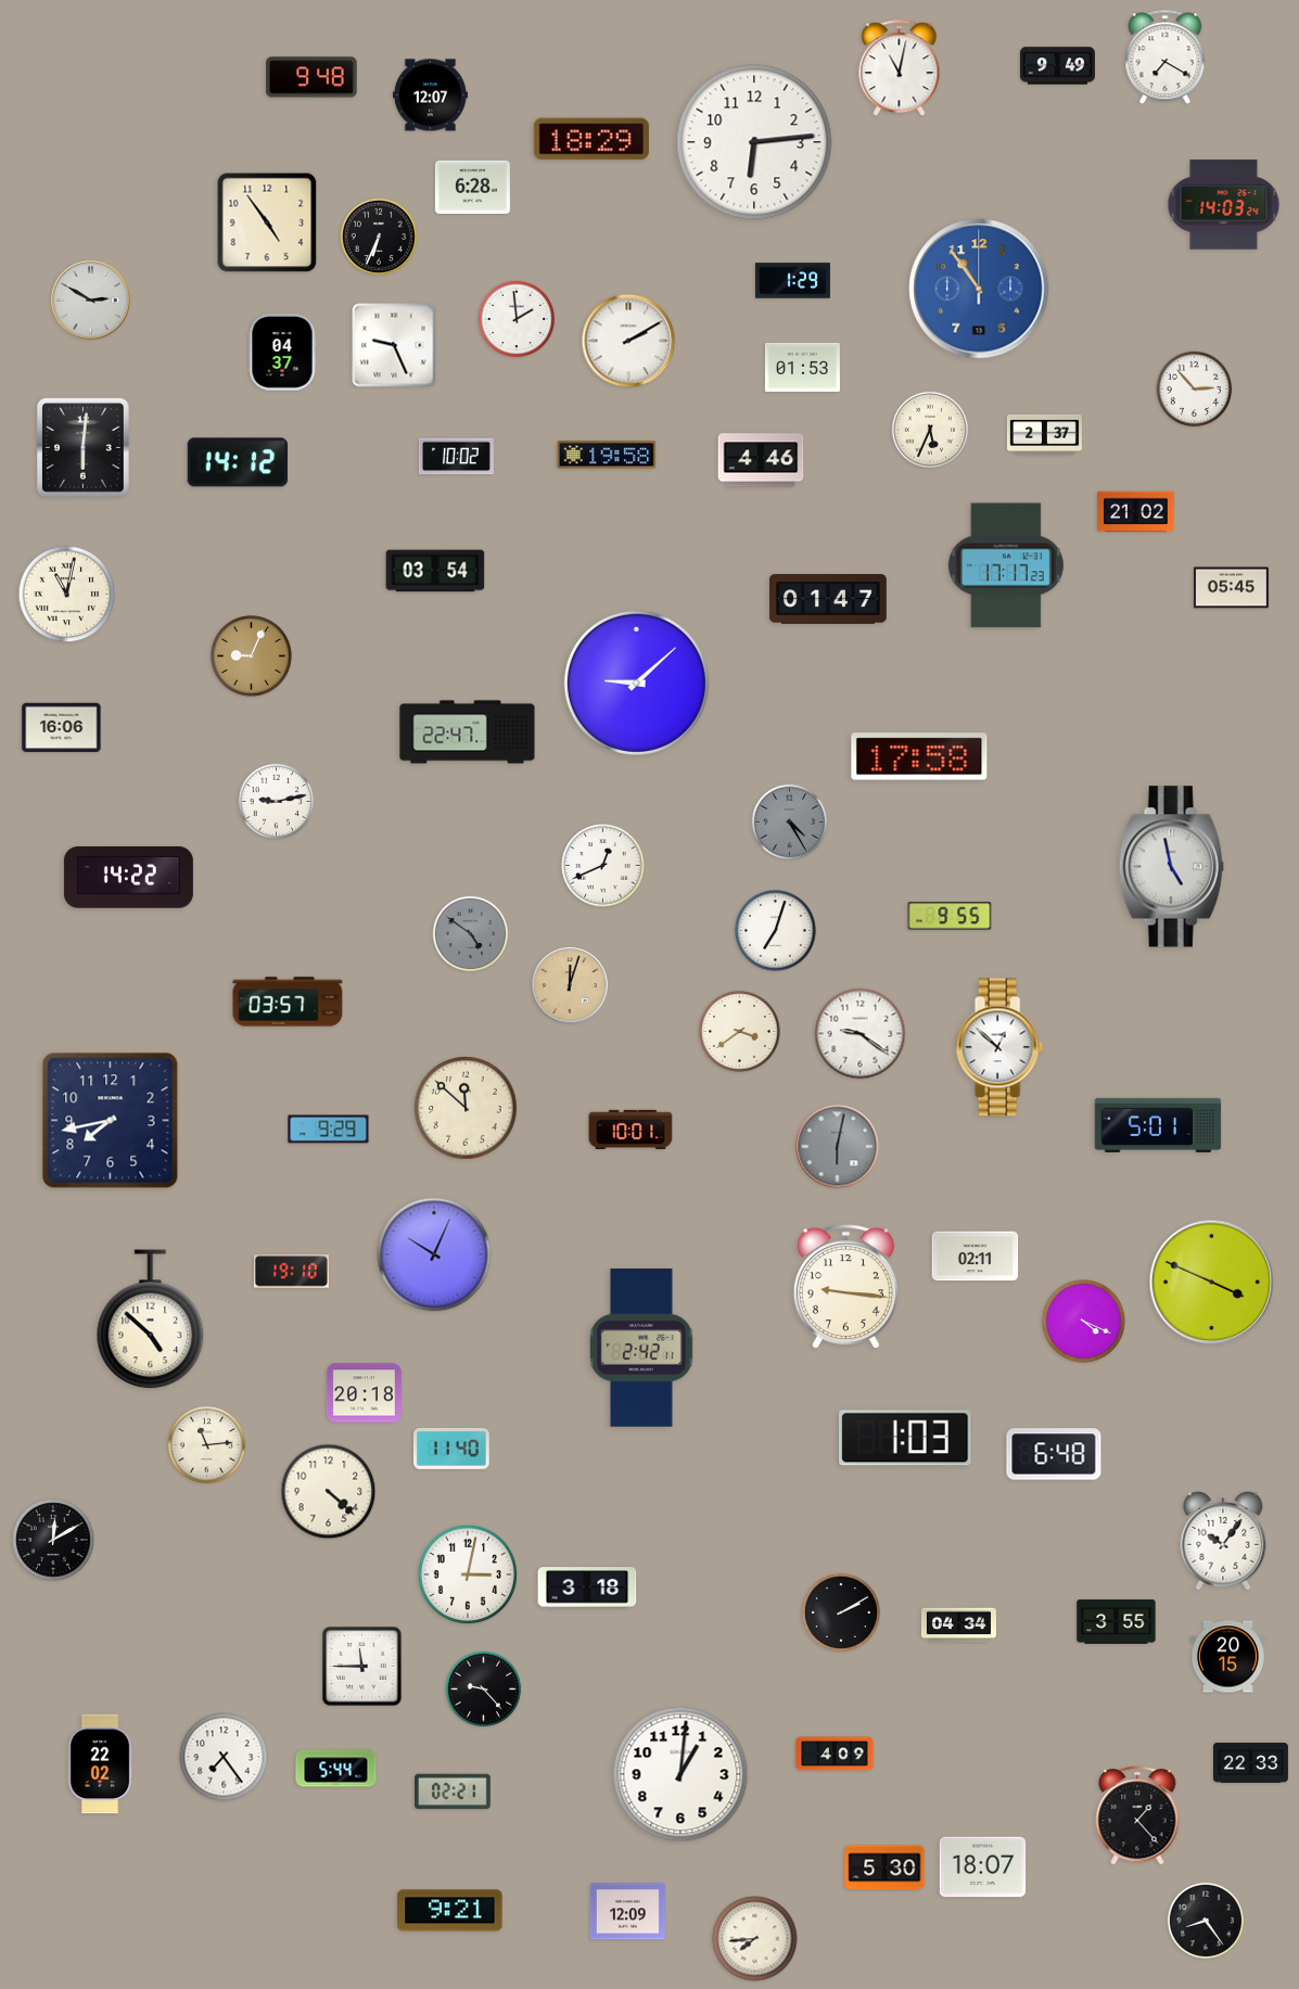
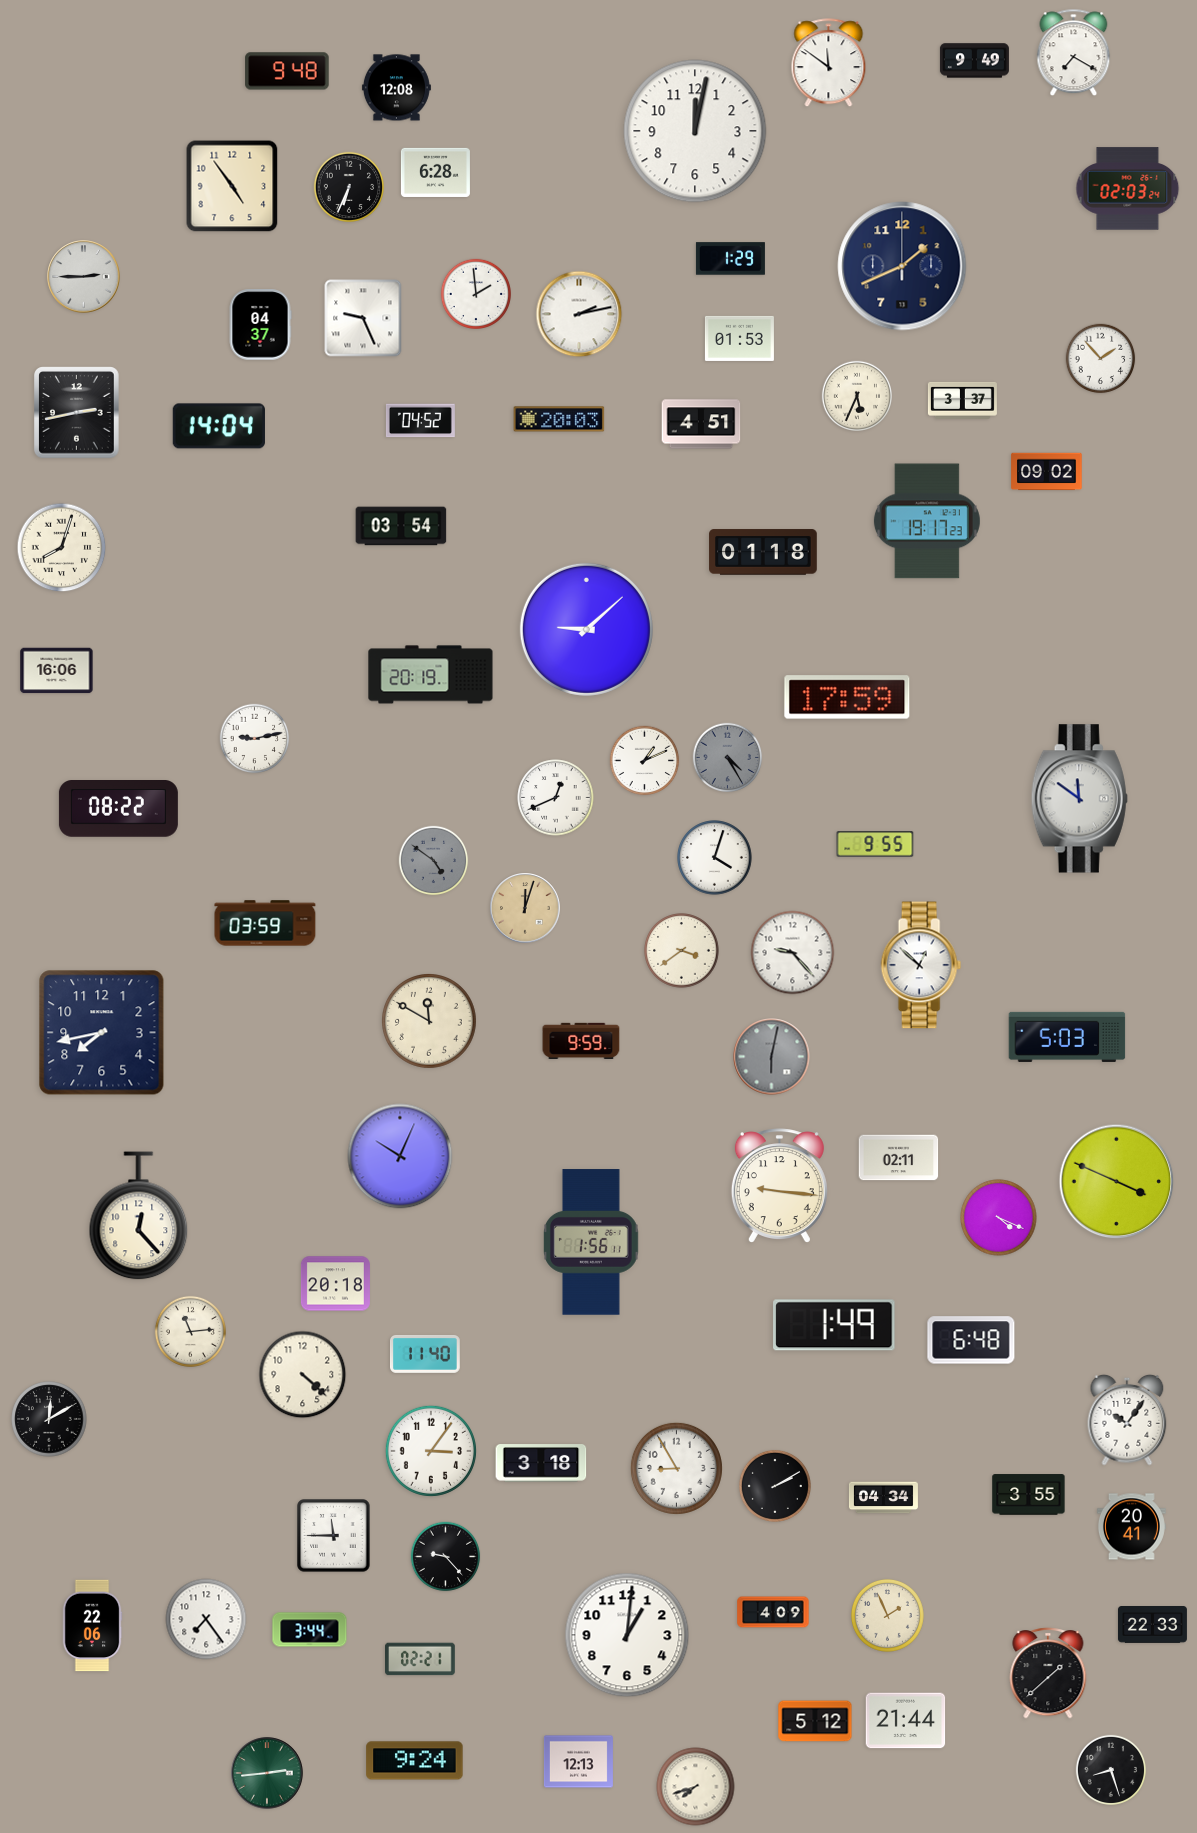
clock at (900, 68): 11:02 -> 11:51
clock at (430, 95): 12:07 -> 12:08
clock at (591, 139): 18:29 -> none
clock at (754, 142): 6:14 -> 12:02
clock at (1224, 205): 14:03 -> 02:03
clock at (267, 222) position: (267, 222) -> (232, 186)
clock at (378, 235) position: (378, 235) -> (348, 186)
clock at (979, 289): 10:54 -> 1:41
clock at (979, 289) dial: blue -> navy
clock at (91, 301): 2:50 -> 2:45
clock at (628, 341): 2:10 -> 2:13
clock at (1195, 390): 2:53 -> 1:53
clock at (1044, 434): 2:37 -> 3:37
clock at (84, 448): 6:01 -> 2:43
clock at (607, 455): 19:58 -> 20:03
clock at (456, 457): 10:02 -> 04:52
clock at (761, 460): 4:46 -> 4:51
clock at (238, 462): 14:12 -> 14:04
clock at (1136, 512): 21:02 -> 09:02
clock at (1006, 565): 17:17 -> 19:17
clock at (1231, 588): 05:45 -> none
clock at (67, 595): 11:02 -> 8:03
clock at (828, 599): 01:47 -> 01:18
clock at (252, 656): 9:04 -> none
clock at (468, 732): 22:47 -> 20:19
clock at (919, 756): 17:58 -> 17:59
clock at (645, 761): none -> 1:11
clock at (1171, 867): 4:58 -> 11:51
clock at (128, 878): 14:22 -> 08:22
clock at (776, 931): 7:03 -> 4:03
clock at (288, 1002): 03:57 -> 03:59
clock at (861, 1034): 9:21 -> 9:23
clock at (467, 1109): 11:52 -> 11:50
clock at (1158, 1125): 5:01 -> 5:03
clock at (631, 1129): 10:01 -> 9:59
clock at (329, 1130): 9:29 -> none
clock at (291, 1272): 19:10 -> none
clock at (151, 1319): 4:52 -> 12:23
clock at (641, 1348): 2:42 -> 1:56
clock at (905, 1438): 1:03 -> 1:49
clock at (453, 1449) position: (453, 1449) -> (426, 1354)
clock at (468, 1574): 3:02 -> 3:06
clock at (676, 1468): none -> 8:55
clock at (1227, 1657): 20:15 -> 20:41
clock at (887, 1615): none -> 1:56
clock at (835, 1754) position: (835, 1754) -> (773, 1612)
clock at (100, 1764): 22:02 -> 22:06
clock at (336, 1769): 5:44 -> 3:44
clock at (454, 1792) position: (454, 1792) -> (421, 1659)
clock at (1137, 1815): 1:23 -> 1:38
clock at (884, 1867): 5:30 -> 5:12
clock at (983, 1867): 18:07 -> 21:44
clock at (450, 1911): 9:21 -> 9:24
clock at (627, 1912): 12:09 -> 12:13
clock at (1205, 1920): 8:24 -> 8:27
clock at (267, 1773): none -> 2:44
clock at (755, 1939): 7:44 -> 7:42
